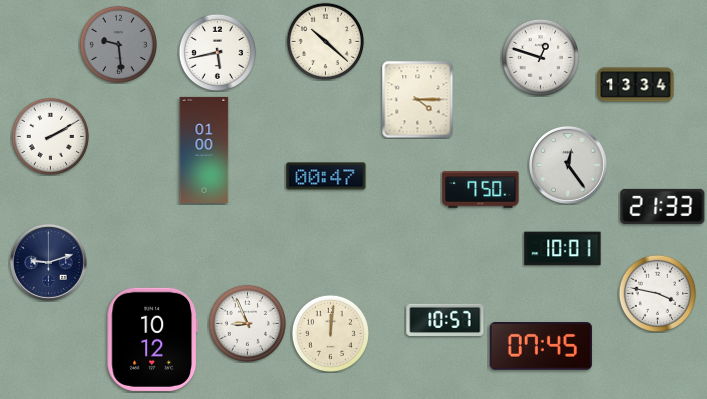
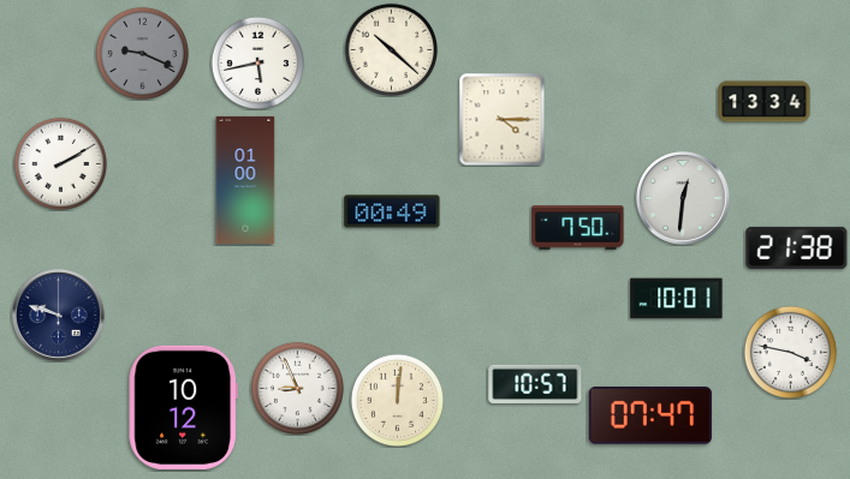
clock at (118, 44): 9:29 -> 9:19
clock at (217, 52) position: (217, 52) -> (257, 62)
clock at (540, 57): 12:48 -> none
clock at (568, 165): 12:24 -> 12:31
clock at (326, 176): 00:47 -> 00:49
clock at (663, 206): 21:33 -> 21:38
clock at (48, 262): 9:12 -> 9:48
clock at (541, 346): 07:45 -> 07:47
